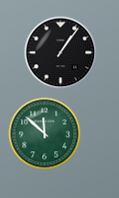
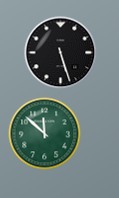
clock at (61, 53): 1:06 -> 5:27
